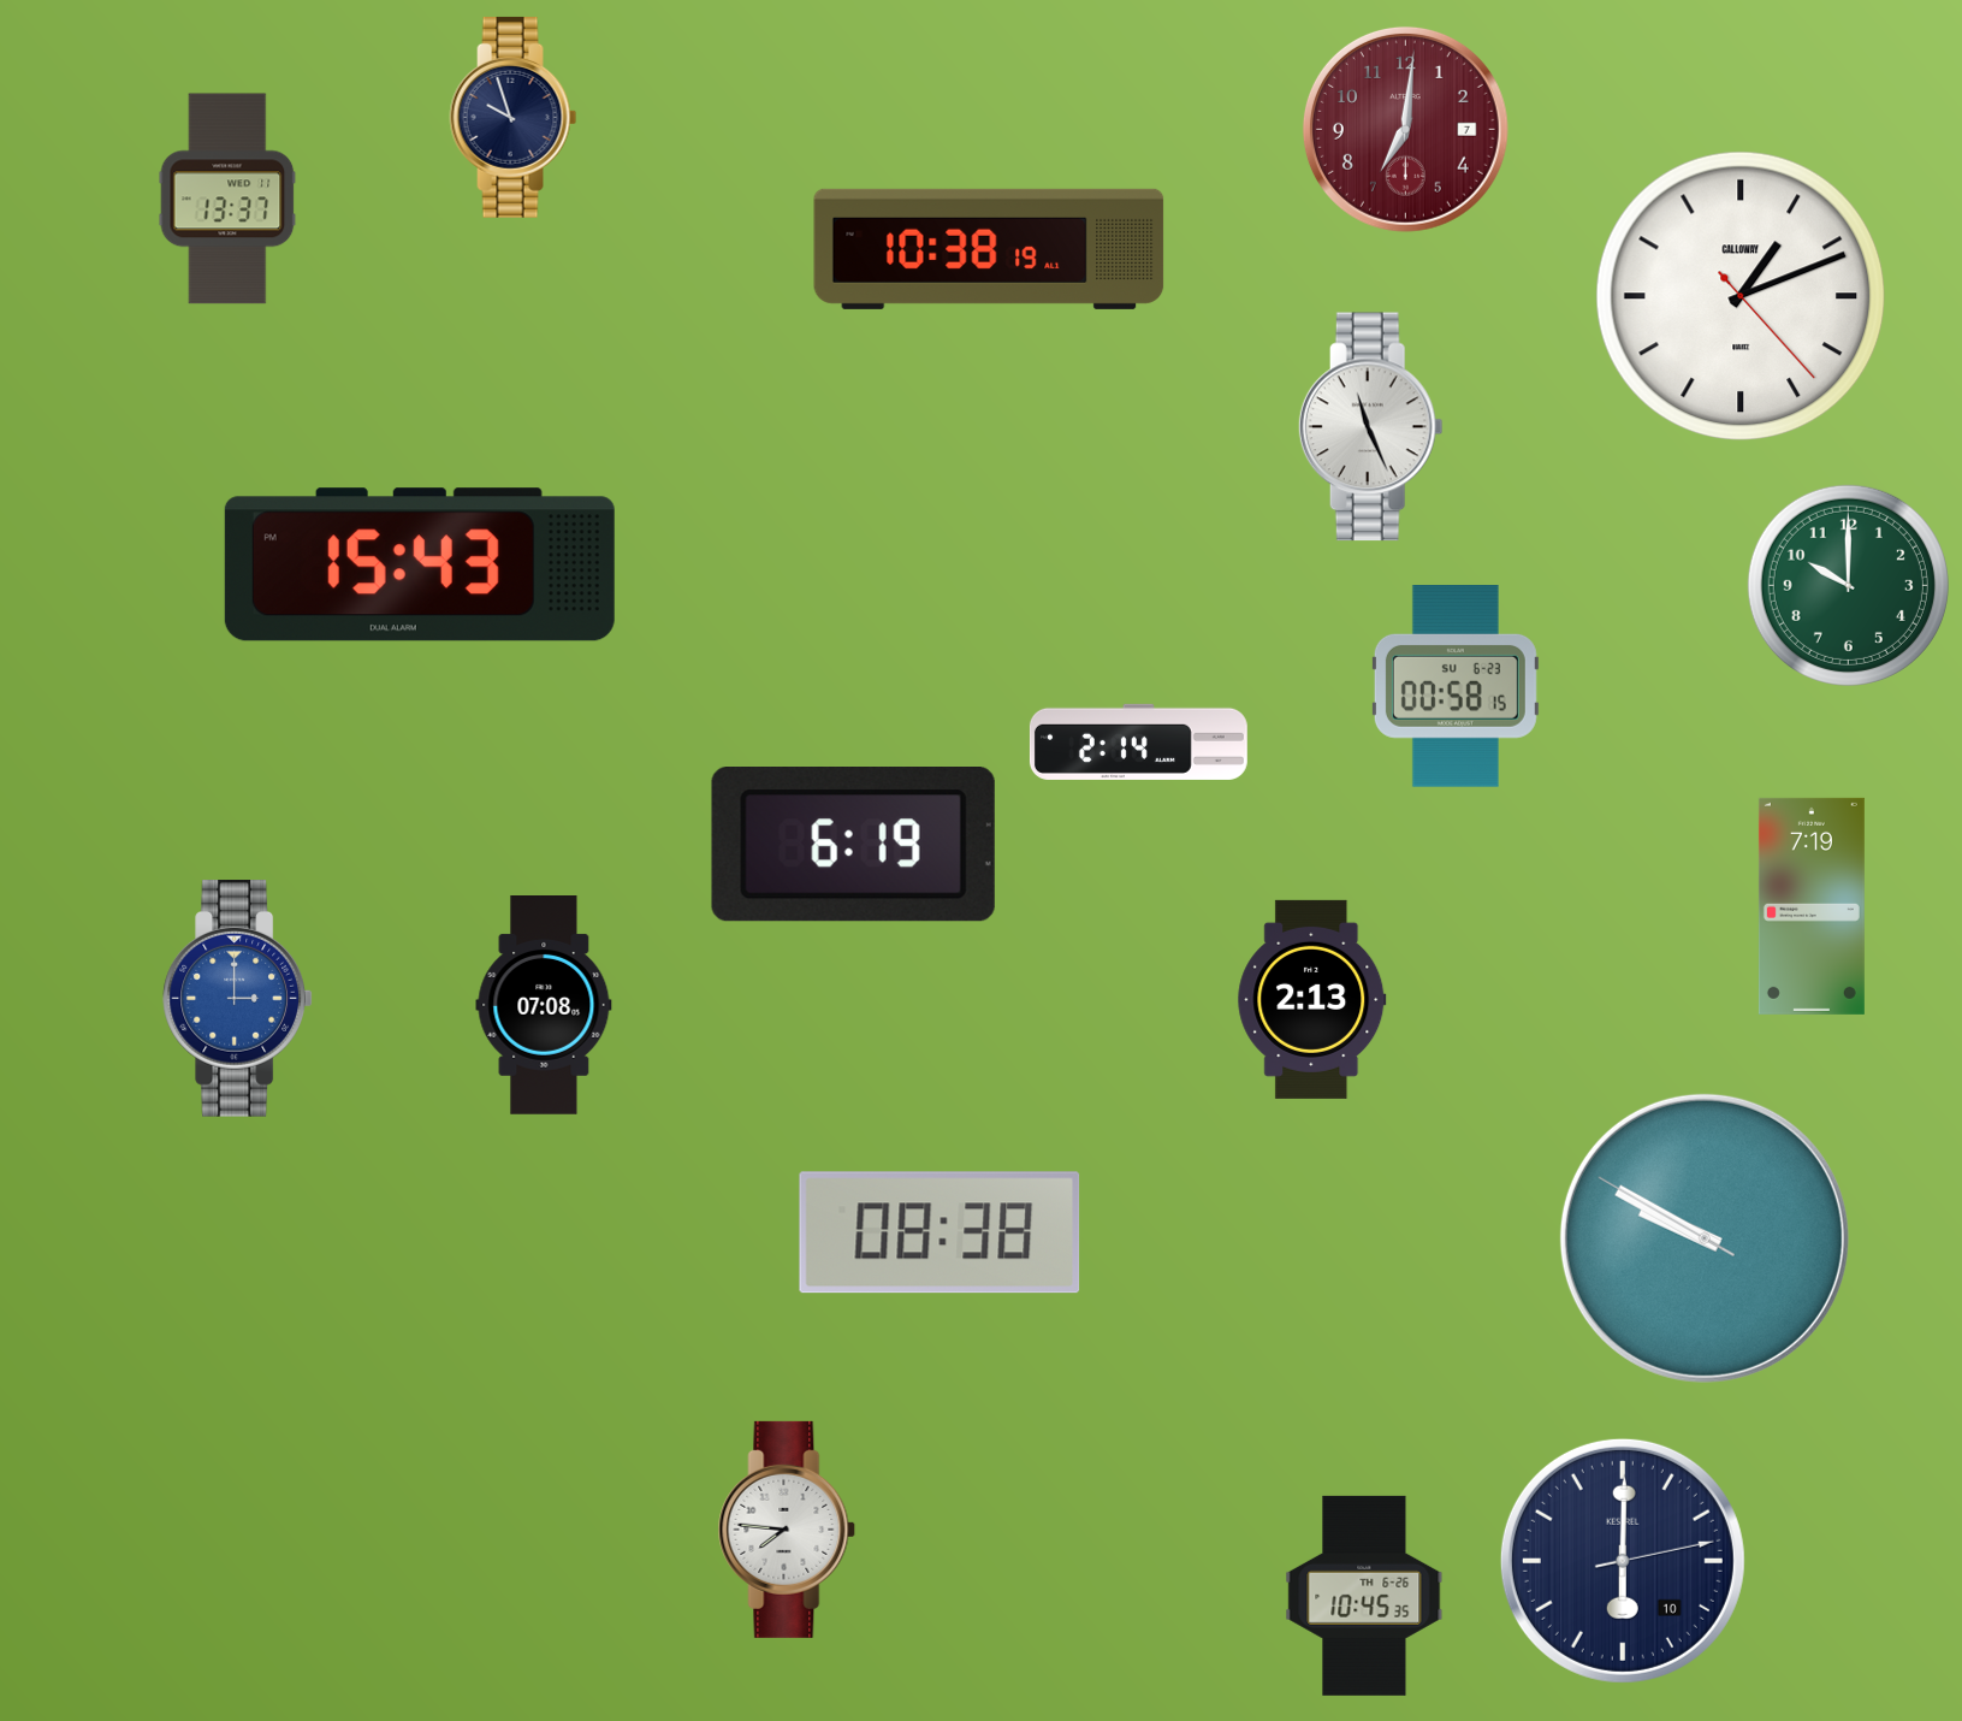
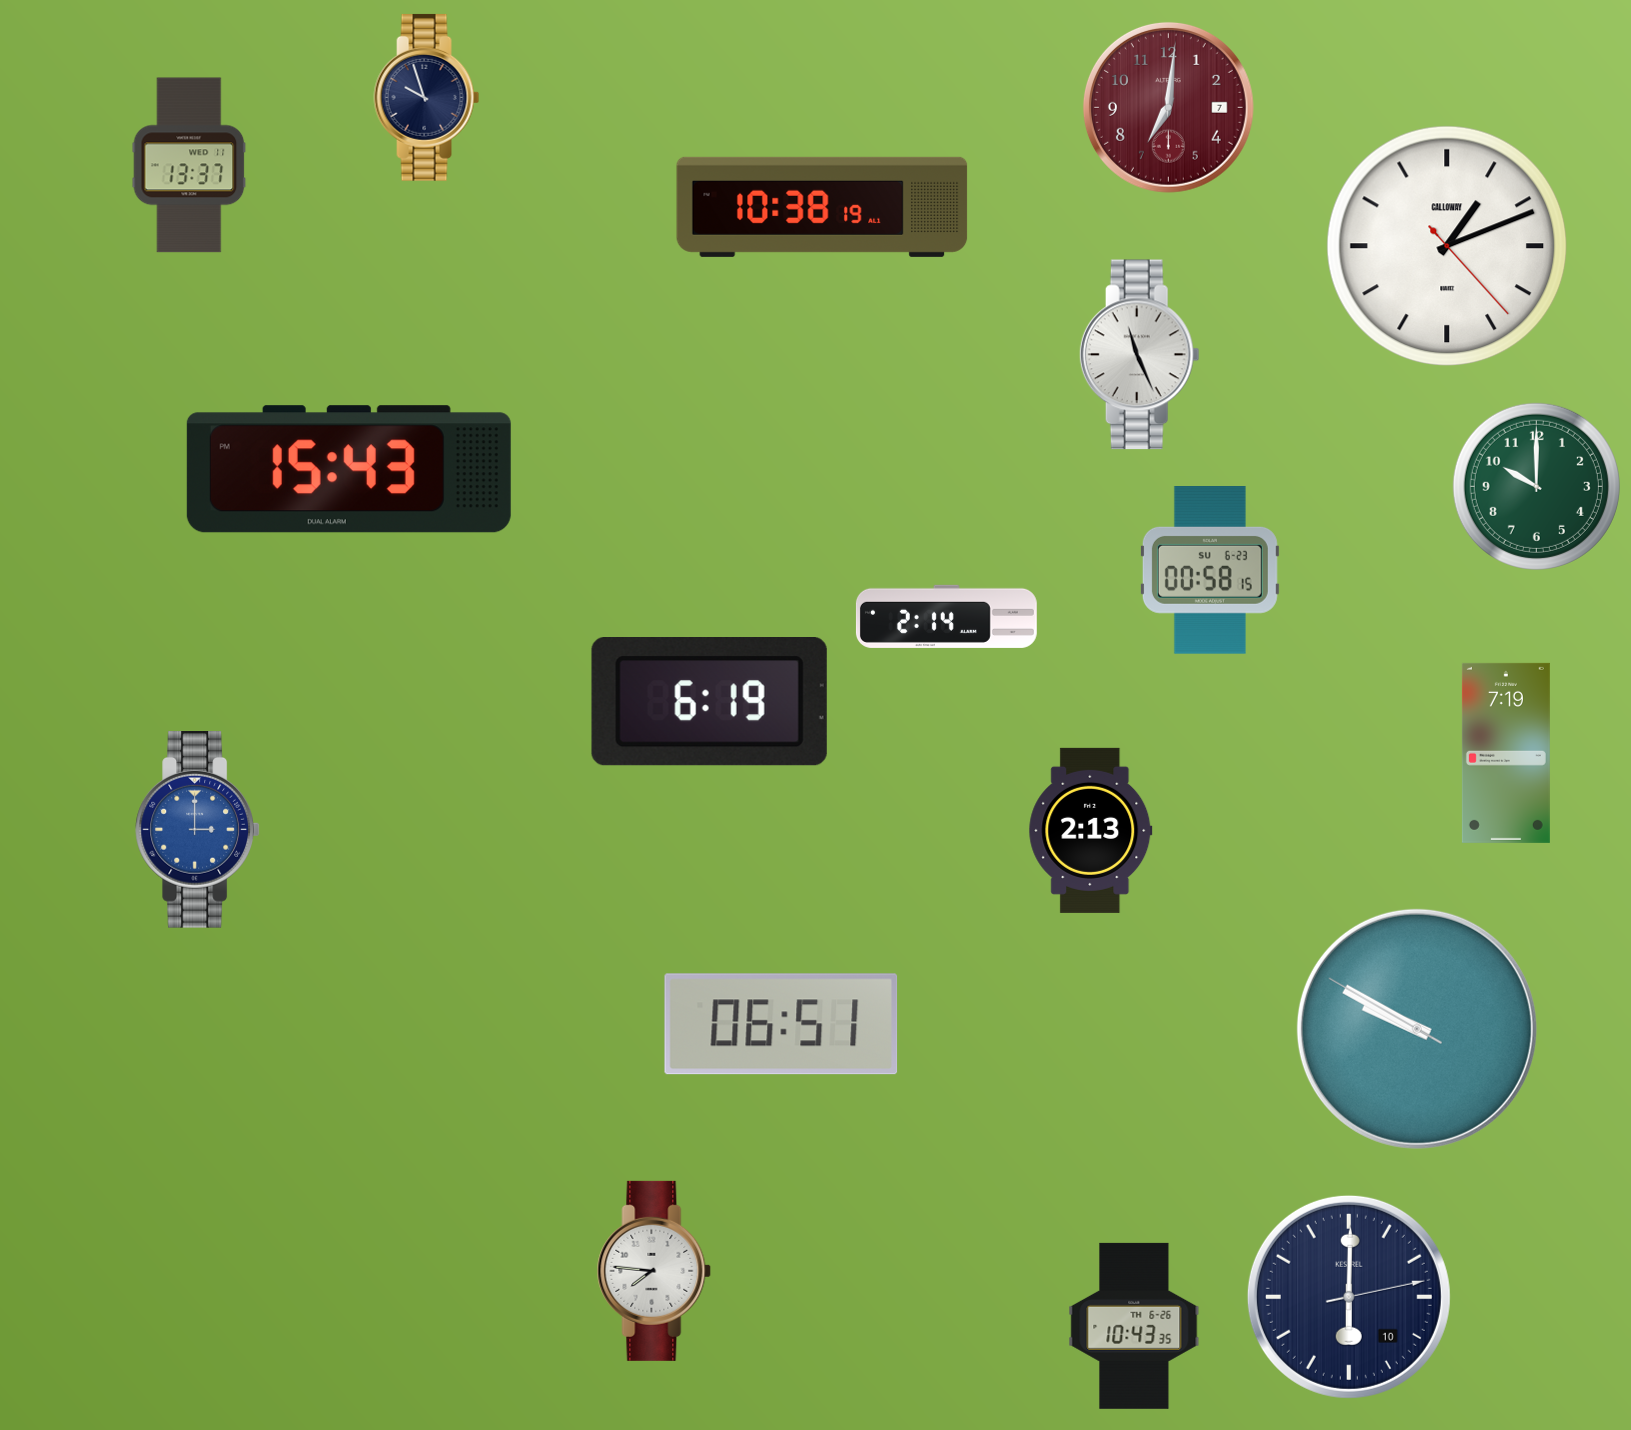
clock at (544, 1006): 07:08 -> none
clock at (939, 1232): 08:38 -> 06:51
clock at (1364, 1596): 10:45 -> 10:43
